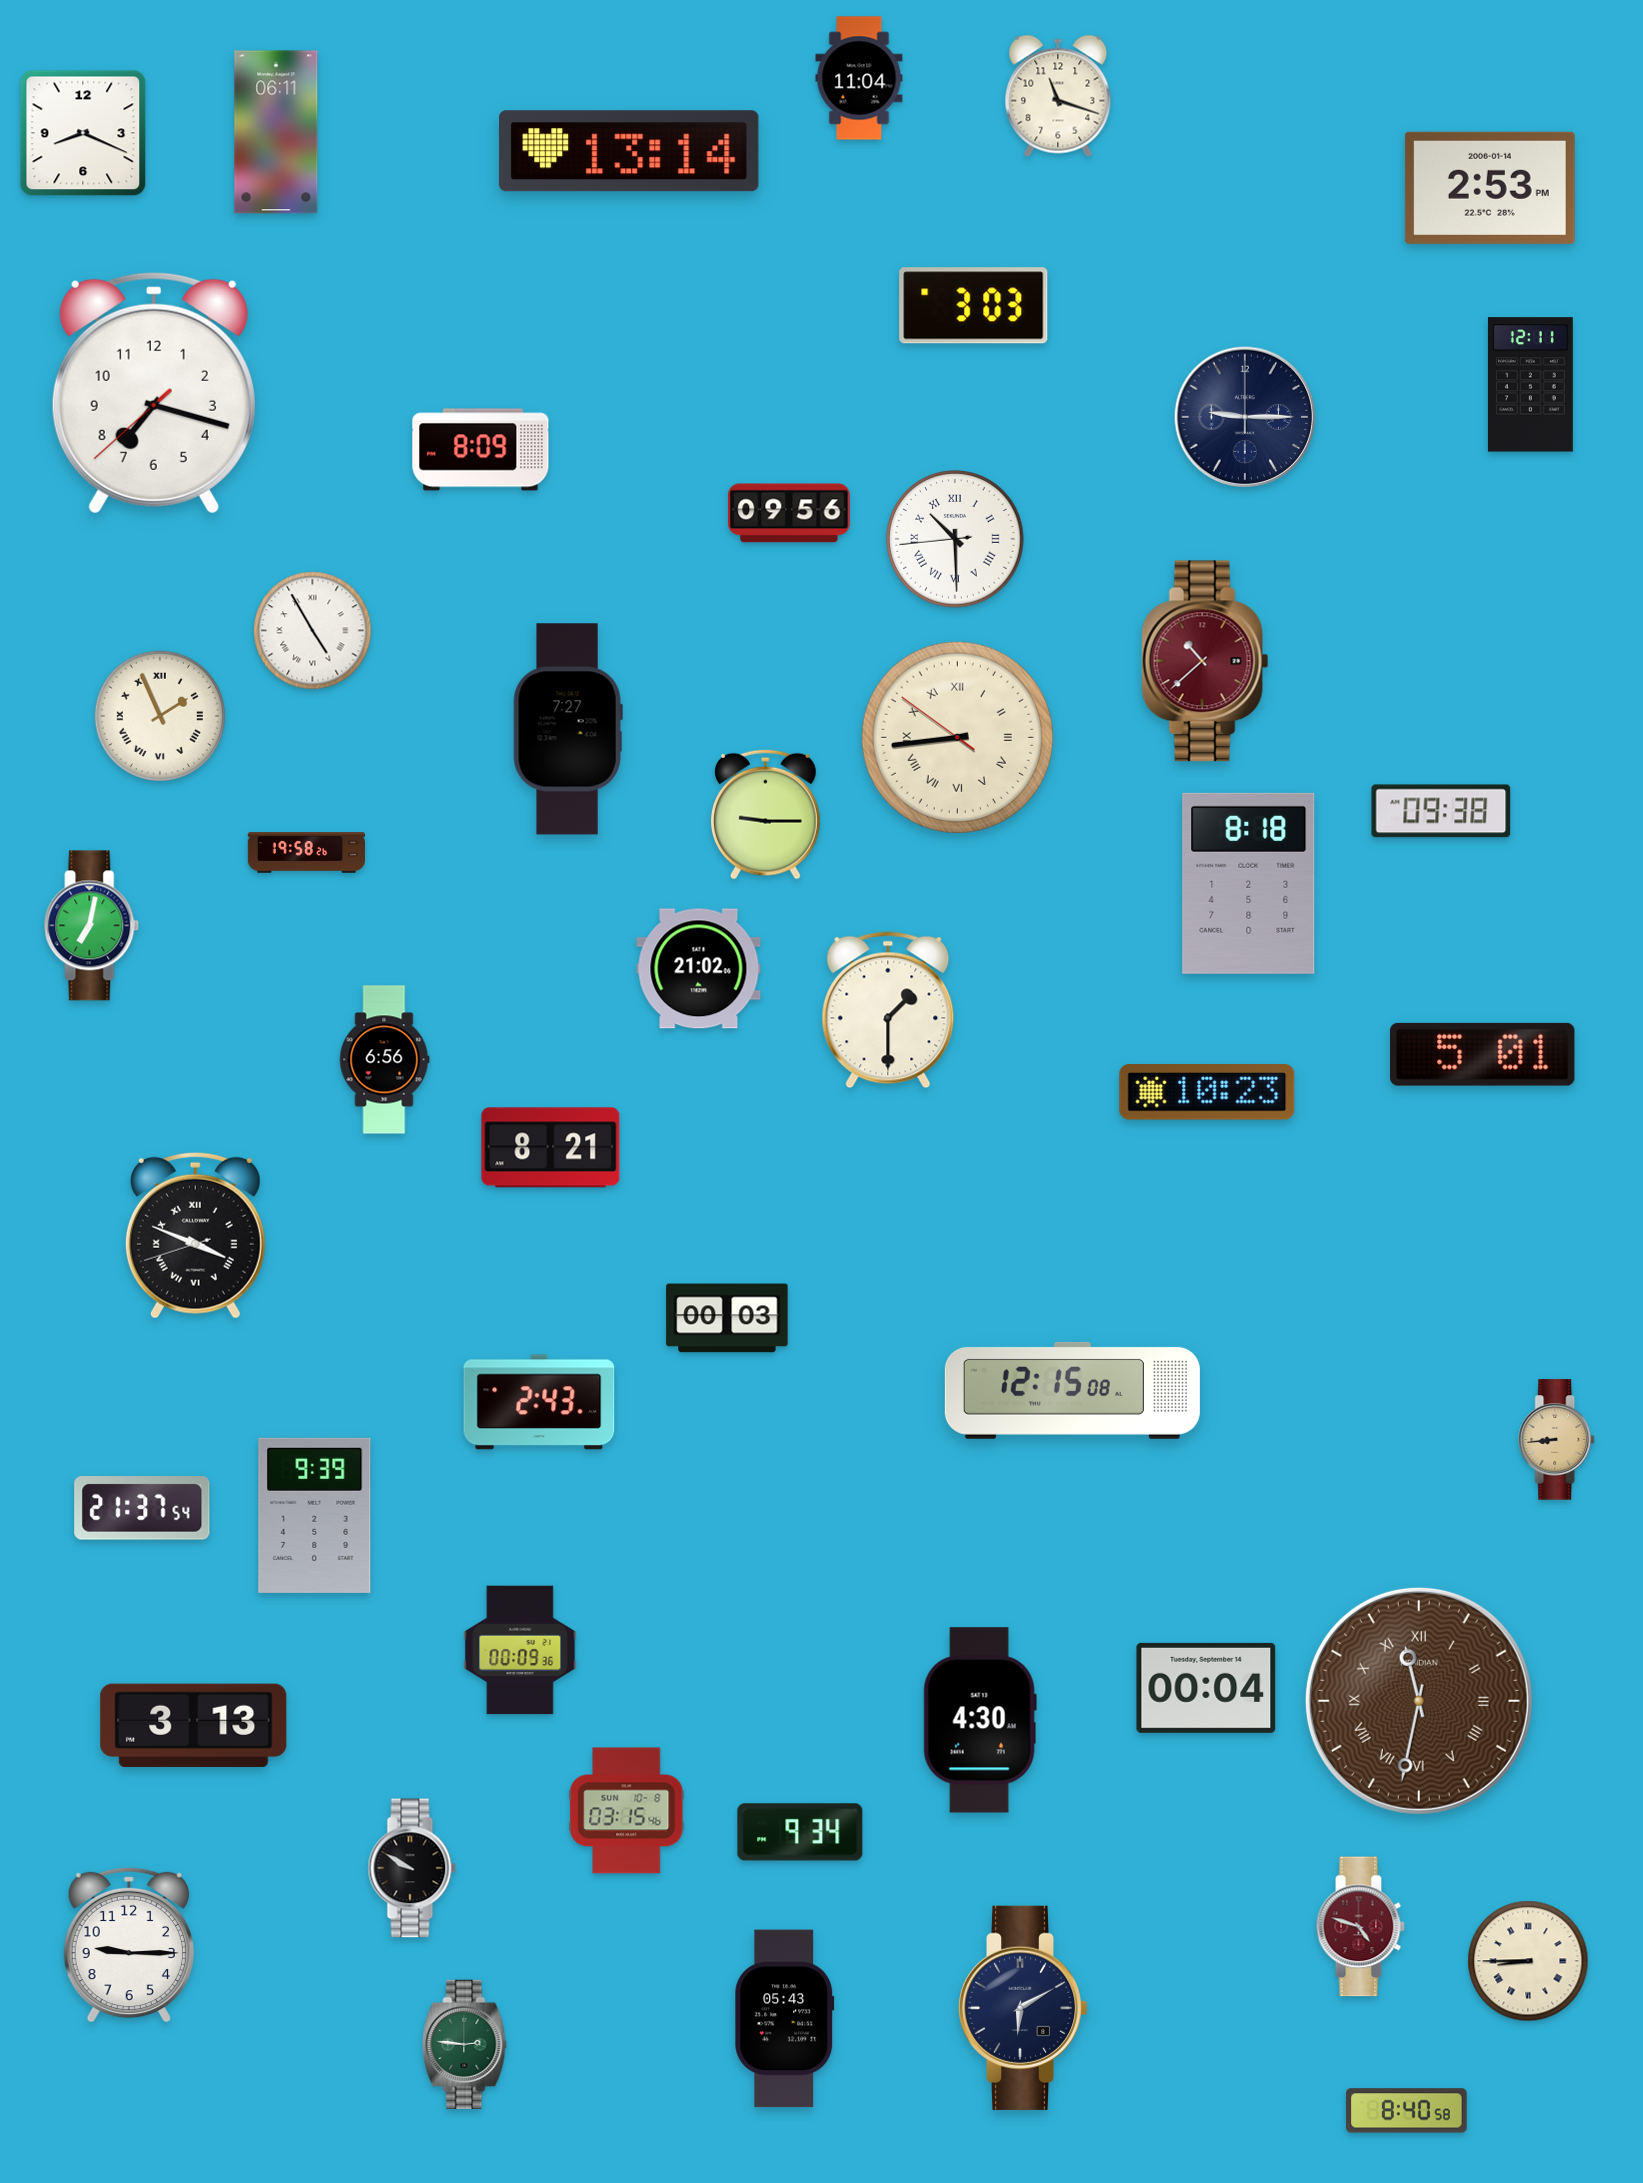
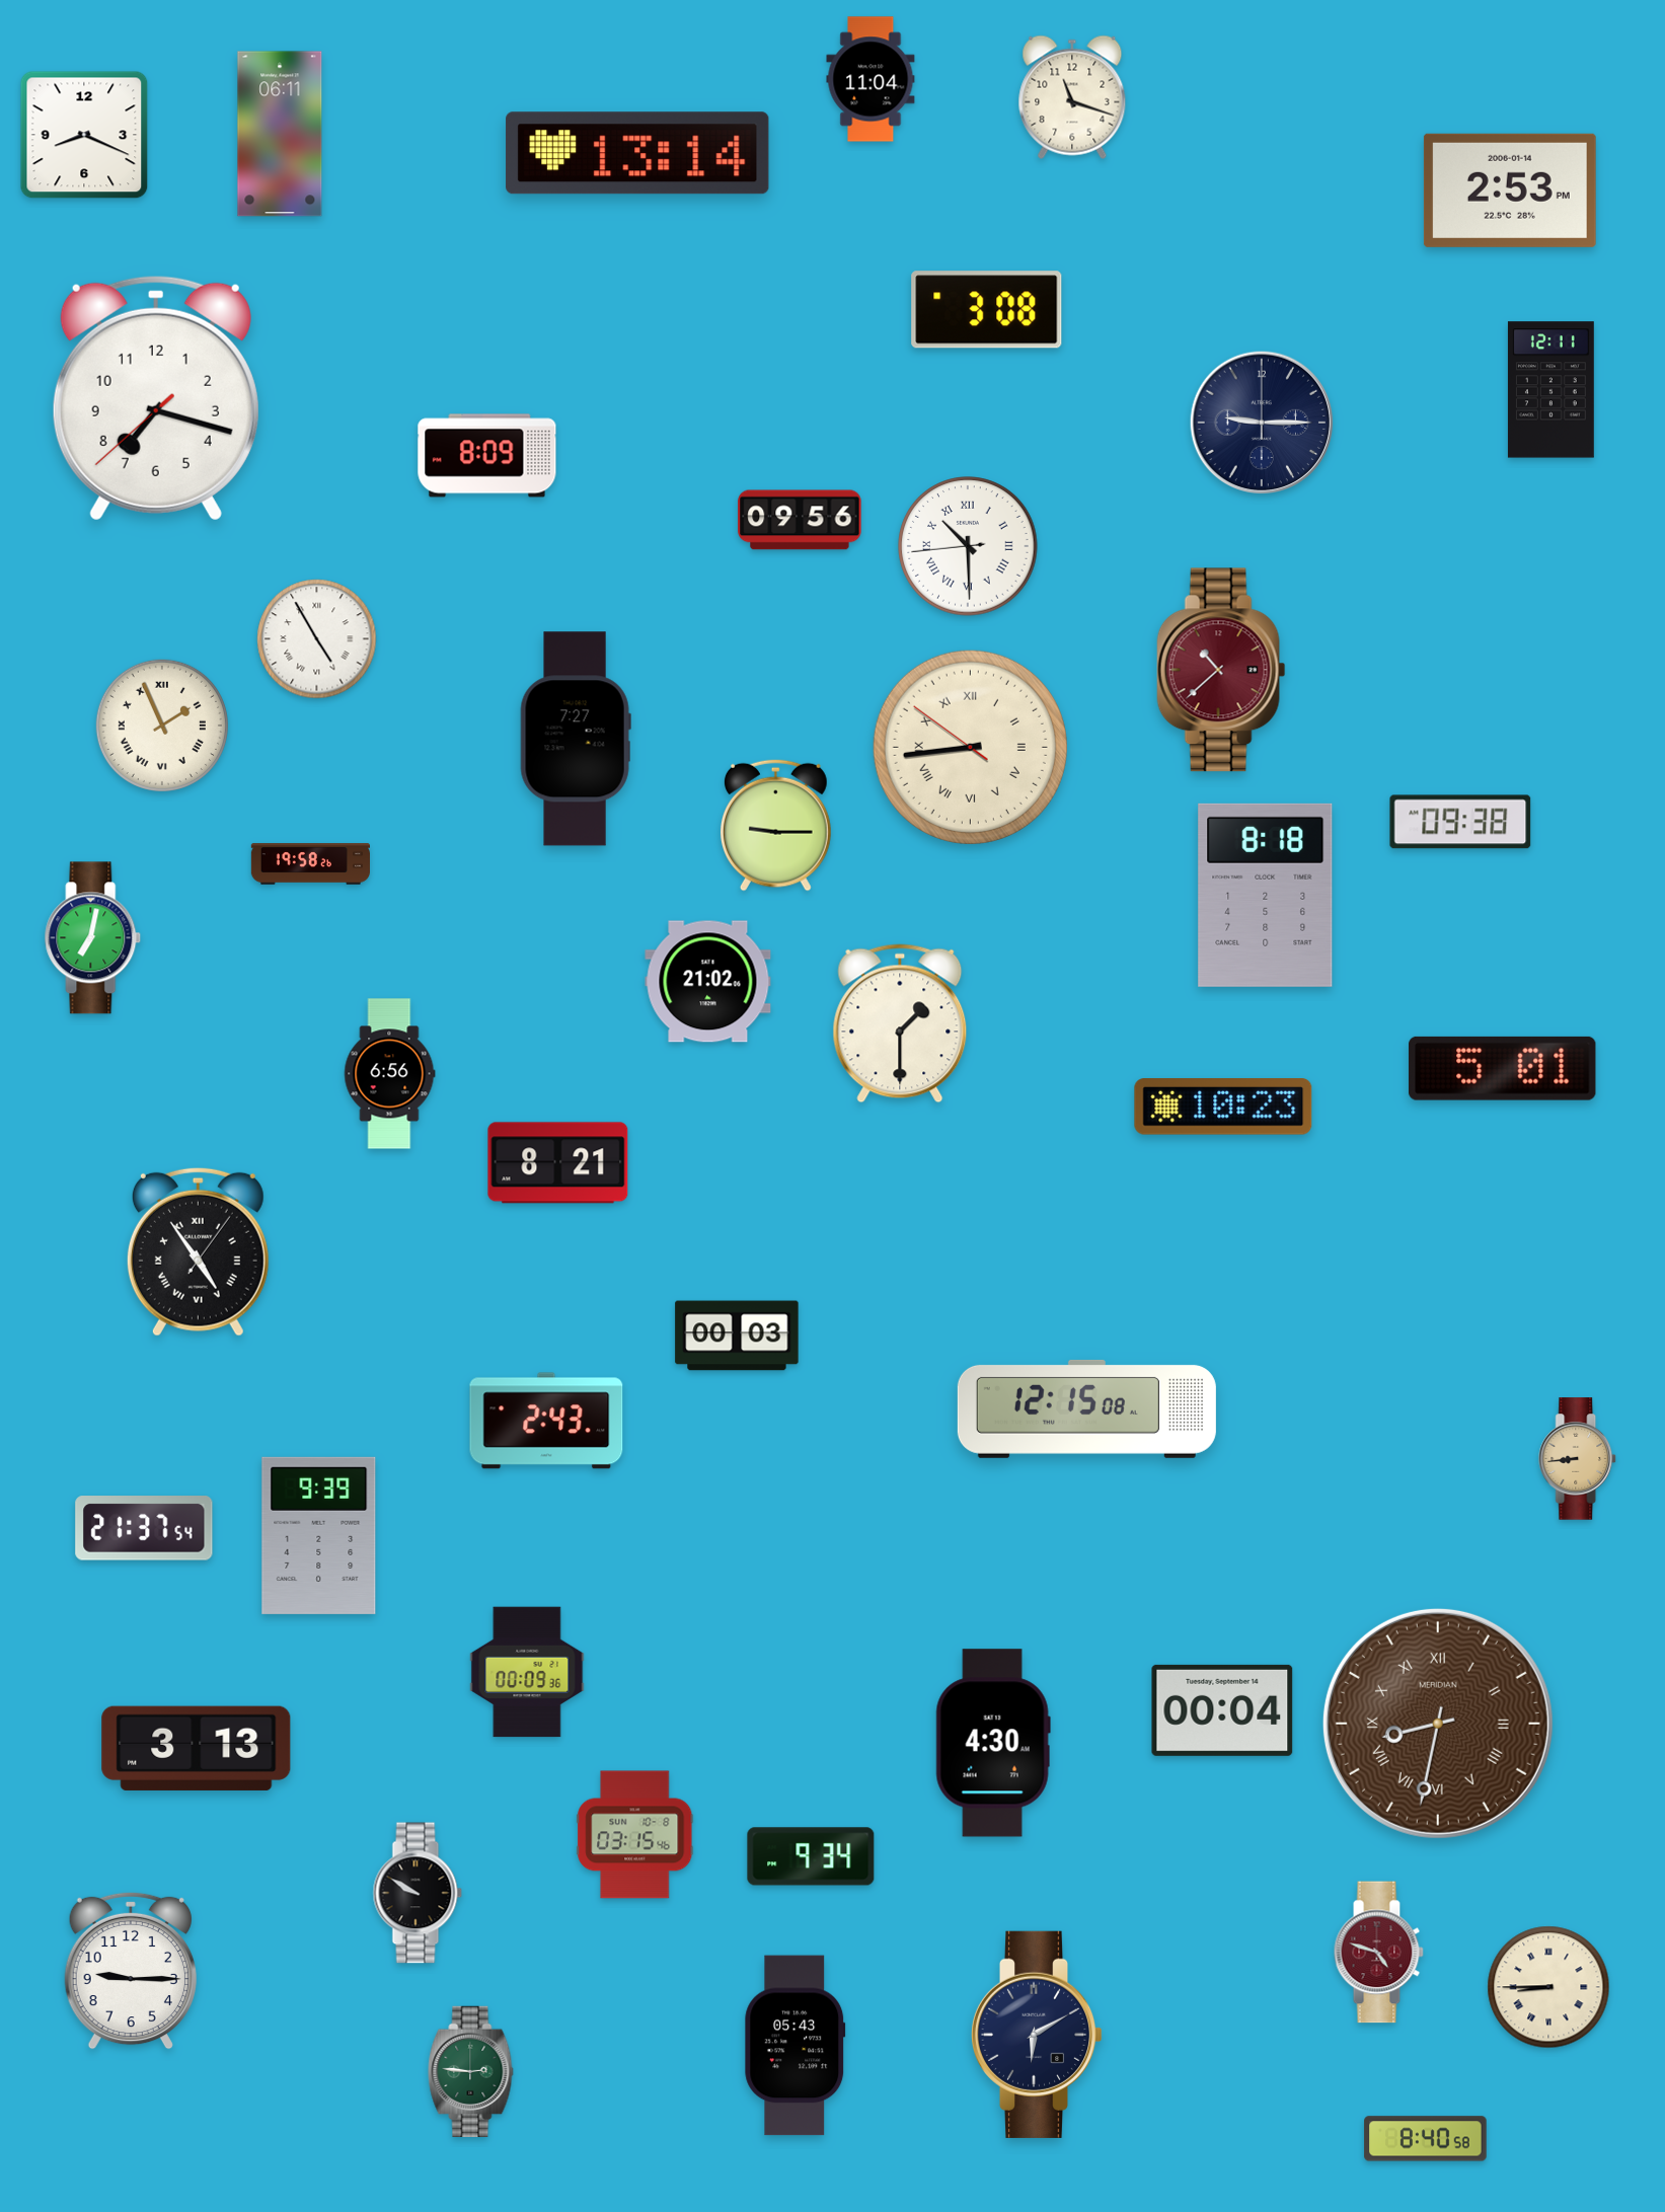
clock at (974, 306): 3:03 -> 3:08
clock at (195, 1235): 3:48 -> 4:54
clock at (1419, 1701): 11:32 -> 8:32
